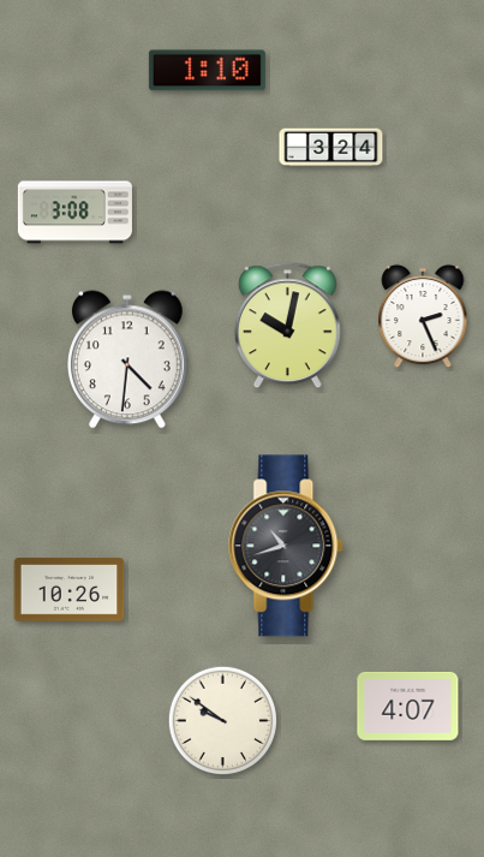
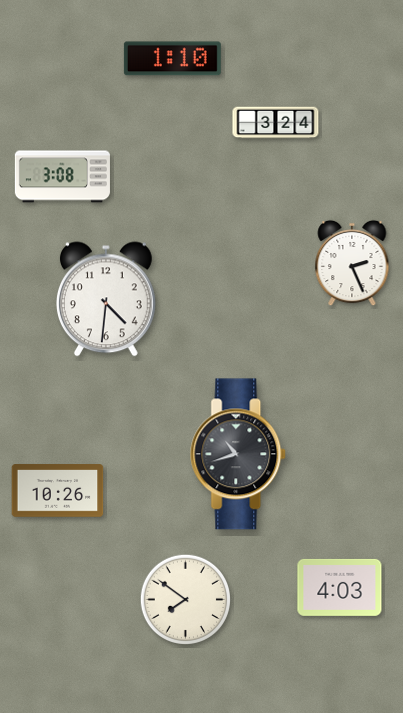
clock at (287, 326): 10:02 -> none
clock at (408, 706): 4:07 -> 4:03
clock at (222, 720): 9:51 -> 7:51
